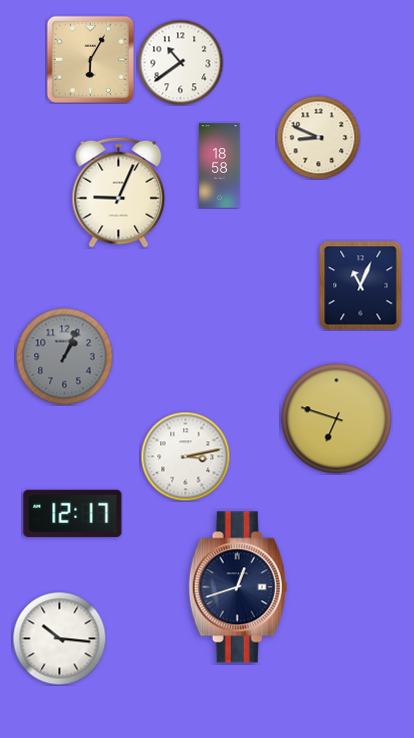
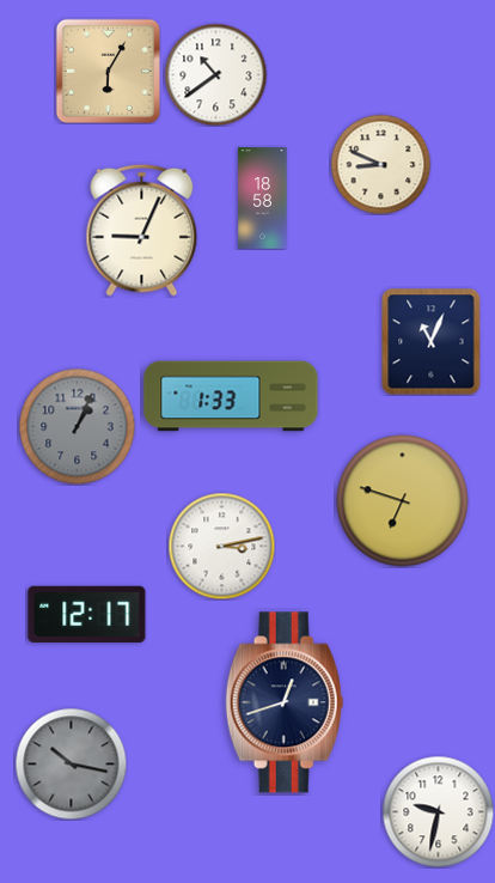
clock at (231, 396): none -> 1:33
clock at (59, 638): 10:16 -> 10:17
clock at (59, 638) dial: white -> grey
clock at (438, 811): none -> 9:32
